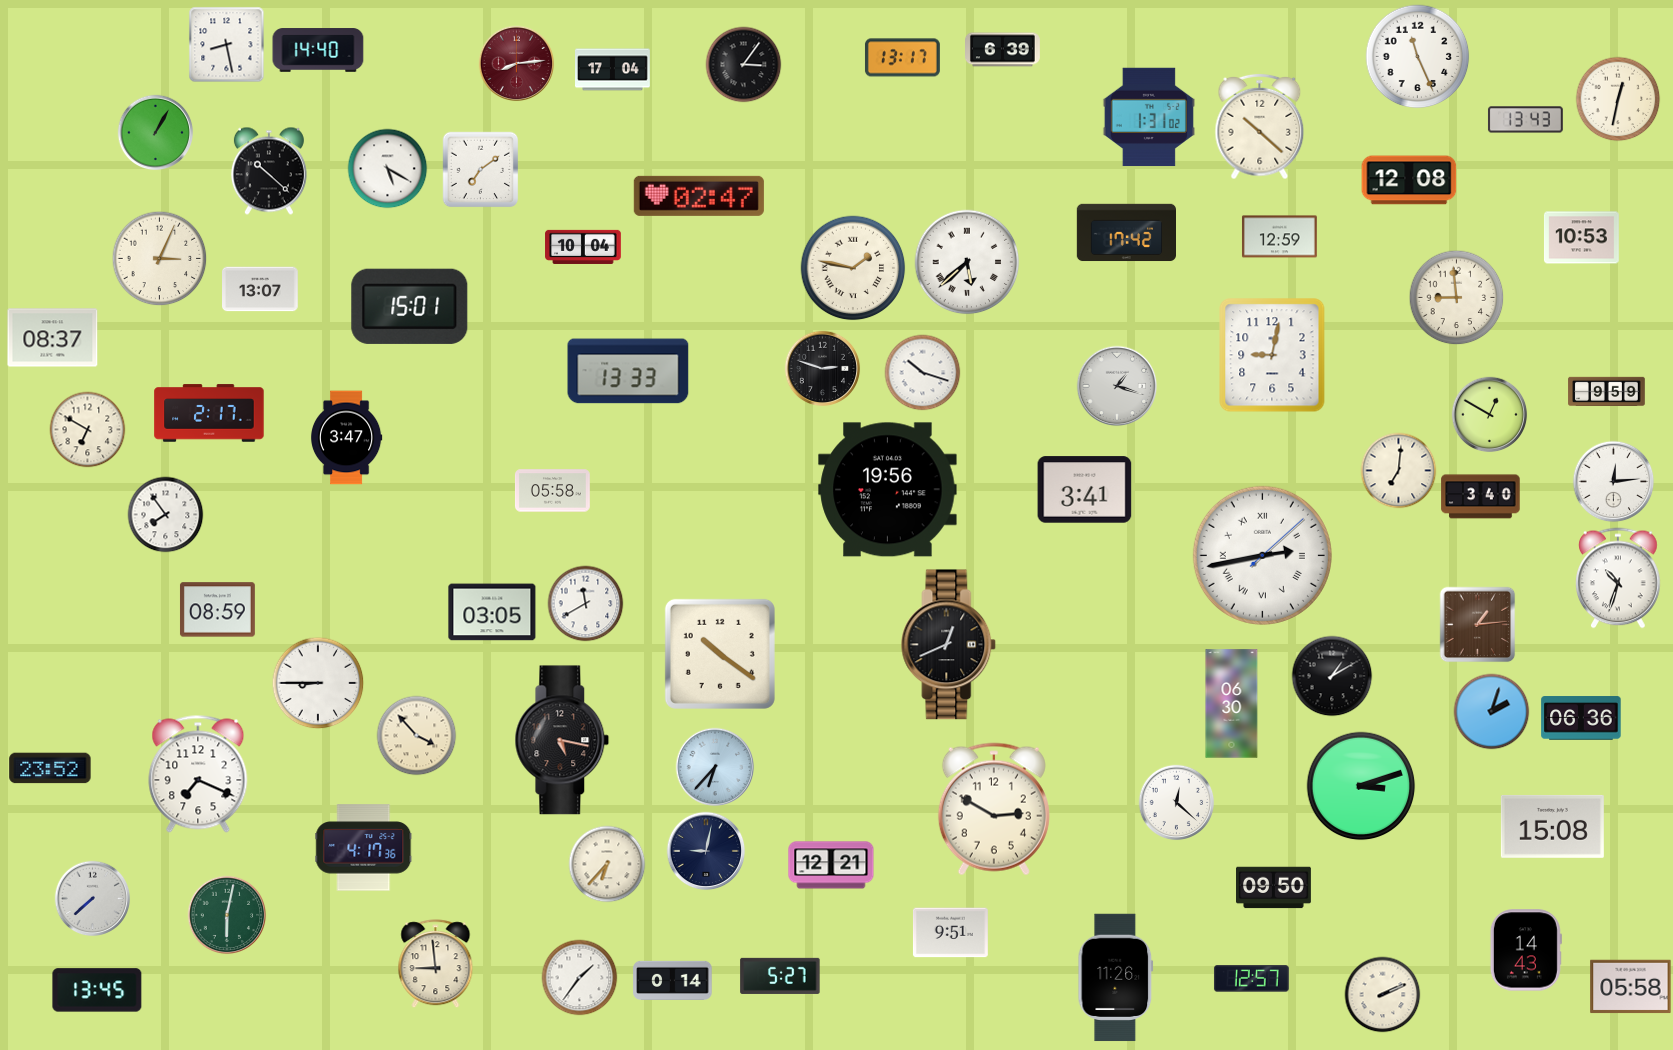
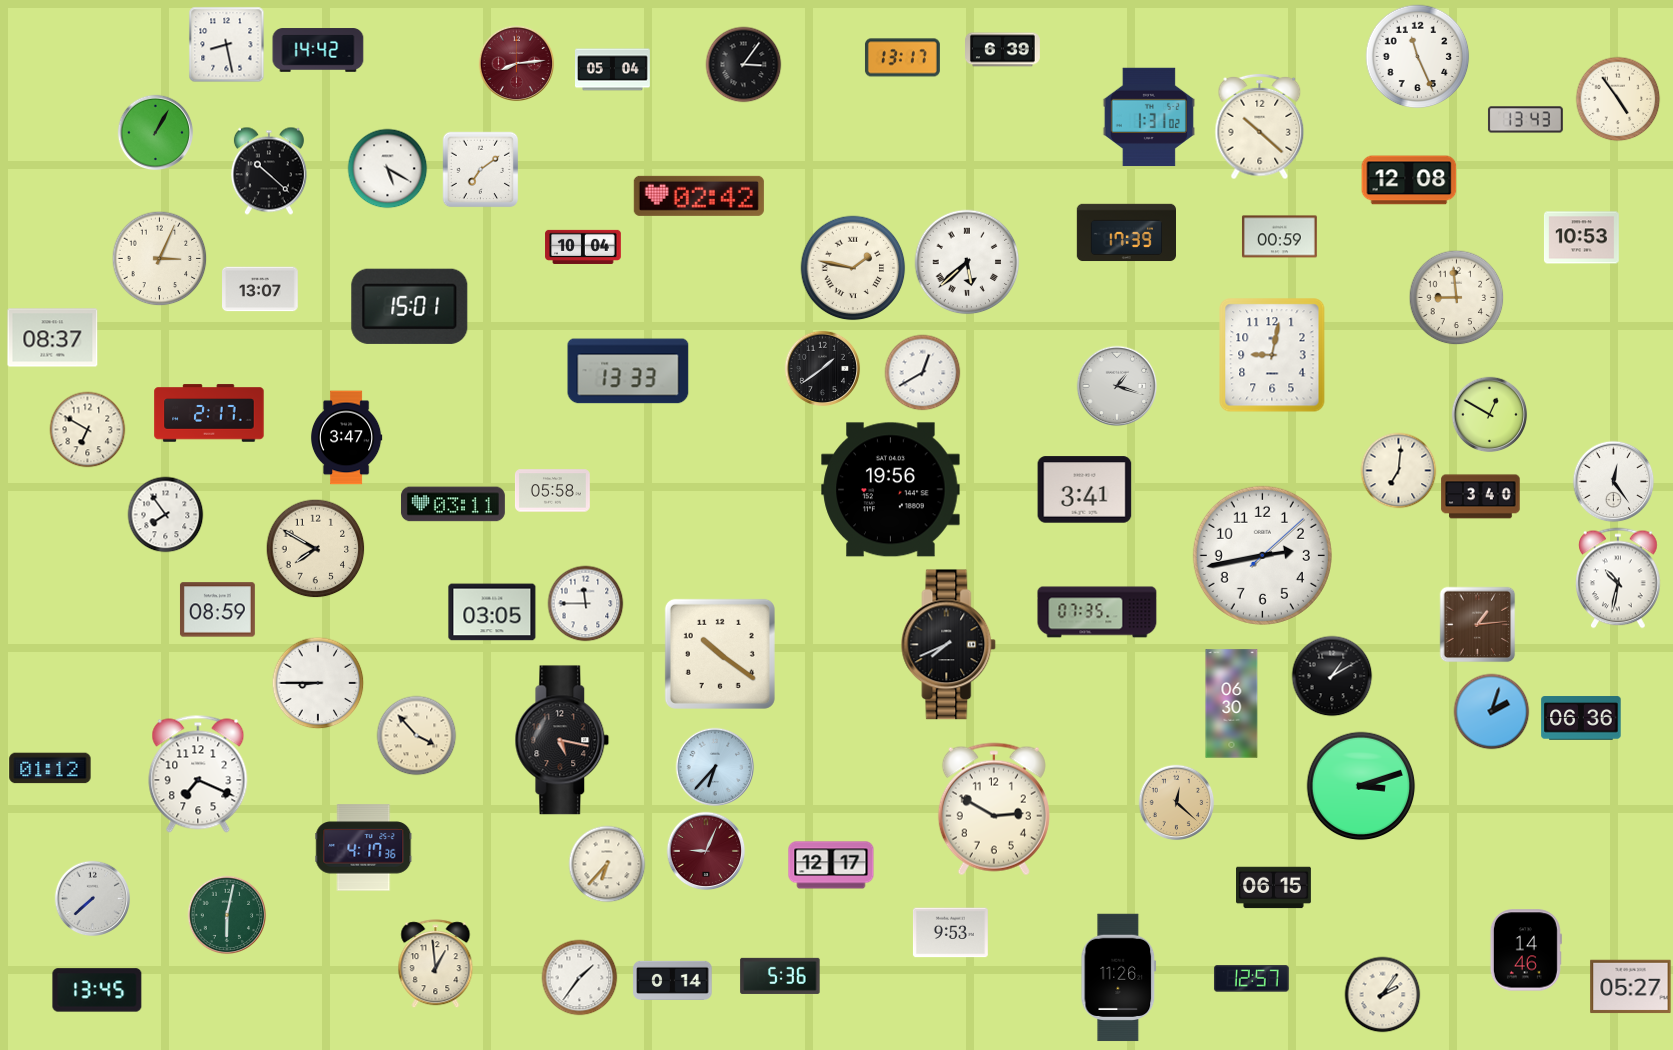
clock at (318, 50): 14:40 -> 14:42
clock at (613, 70): 17:04 -> 05:04
clock at (1618, 99): 12:32 -> 4:54
clock at (699, 196): 02:47 -> 02:42
clock at (1127, 233): 17:42 -> 17:39
clock at (1279, 237): 12:59 -> 00:59
clock at (823, 369): 2:48 -> 1:39
clock at (923, 373): 10:18 -> 12:40
clock at (1607, 392): 9:59 -> none
clock at (1614, 482): 12:14 -> 12:24
clock at (888, 490) position: (888, 490) -> (891, 490)
clock at (453, 504): none -> 03:11
clock at (316, 549): none -> 7:50
clock at (1262, 555) numerals: Roman -> Arabic
clock at (1618, 578): 10:33 -> 10:32
clock at (586, 604): 11:40 -> 11:45
clock at (1097, 612): none -> 07:35
clock at (949, 645): 12:41 -> 7:41
clock at (50, 768): 23:52 -> 01:12
clock at (1177, 803) dial: white -> champagne
clock at (1552, 826): 15:08 -> none
clock at (706, 851): 9:02 -> 9:04
clock at (706, 851) dial: navy -> burgundy
clock at (831, 865): 12:21 -> 12:17
clock at (1274, 888): 09:50 -> 06:15
clock at (950, 933): 9:51 -> 9:53
clock at (1526, 950): 14:43 -> 14:46
clock at (436, 964): 8:59 -> 12:59
clock at (780, 976): 5:27 -> 5:36
clock at (1116, 978) position: (1116, 978) -> (1119, 978)
clock at (1631, 987): 05:58 -> 05:27
clock at (1383, 995): 2:11 -> 2:06
